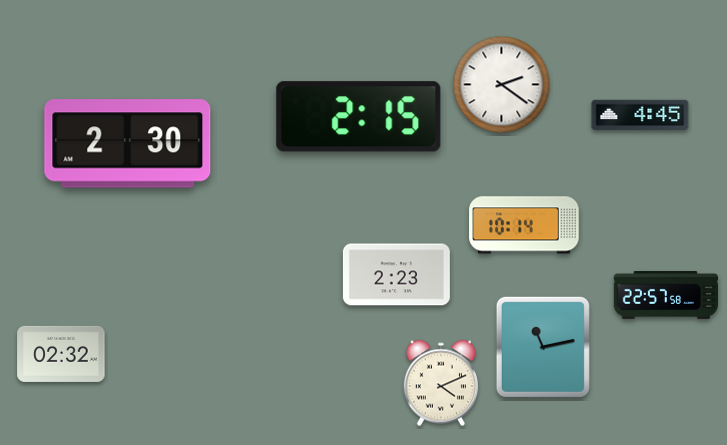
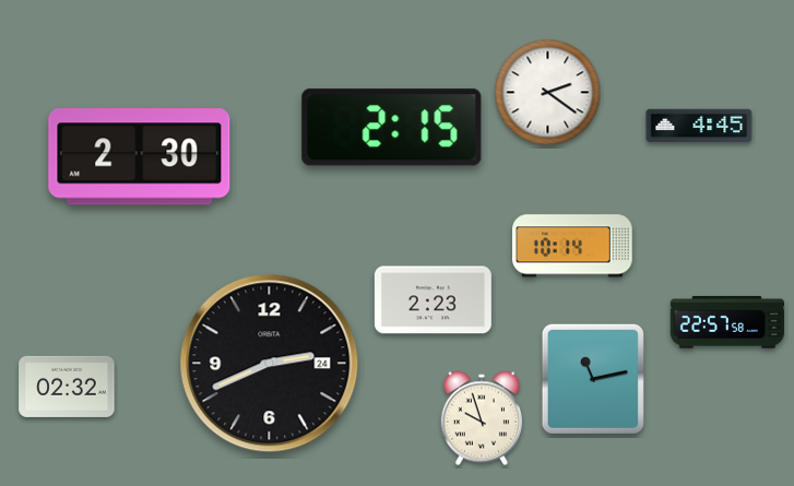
clock at (270, 364): none -> 2:41
clock at (441, 383): 4:11 -> 9:57
